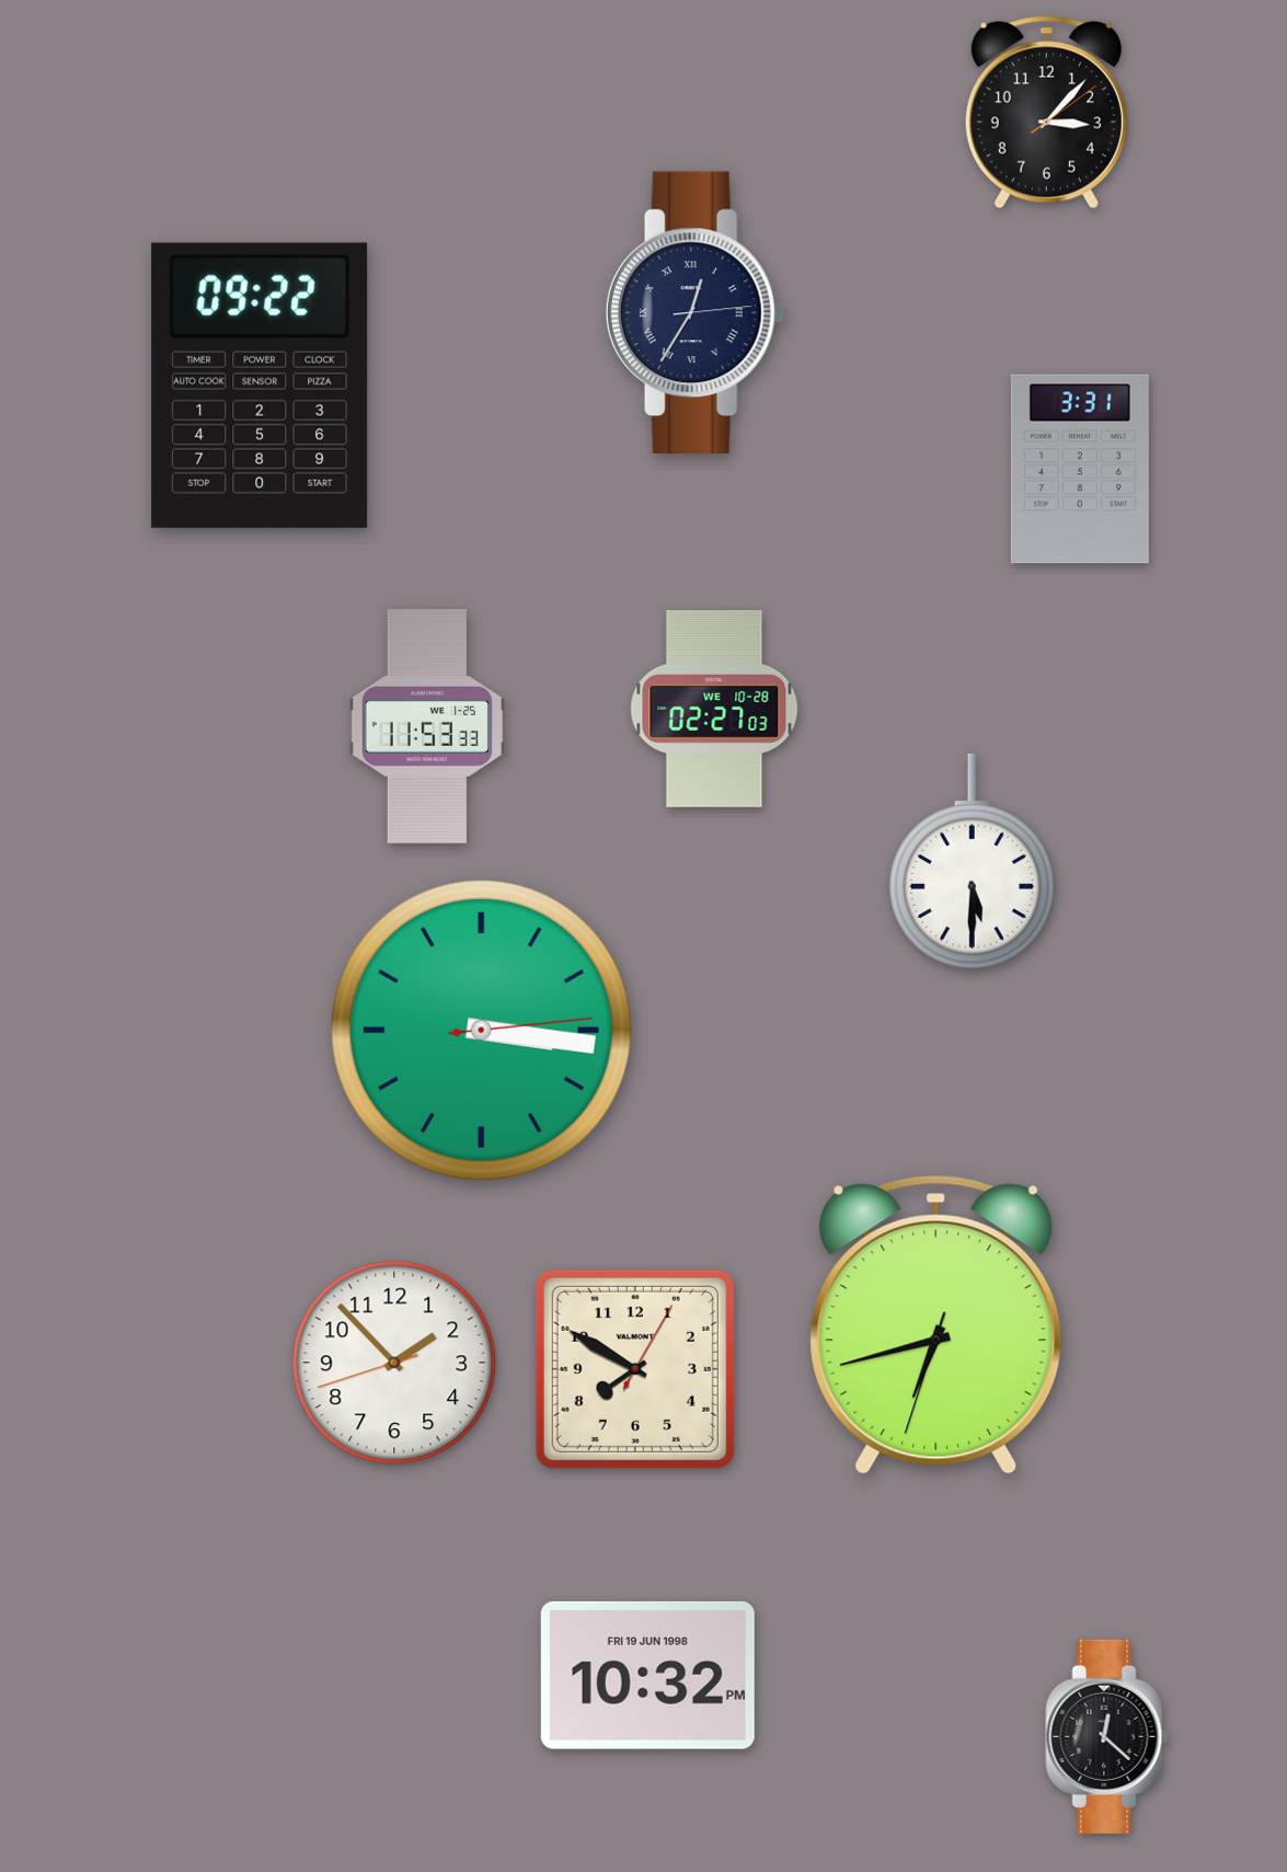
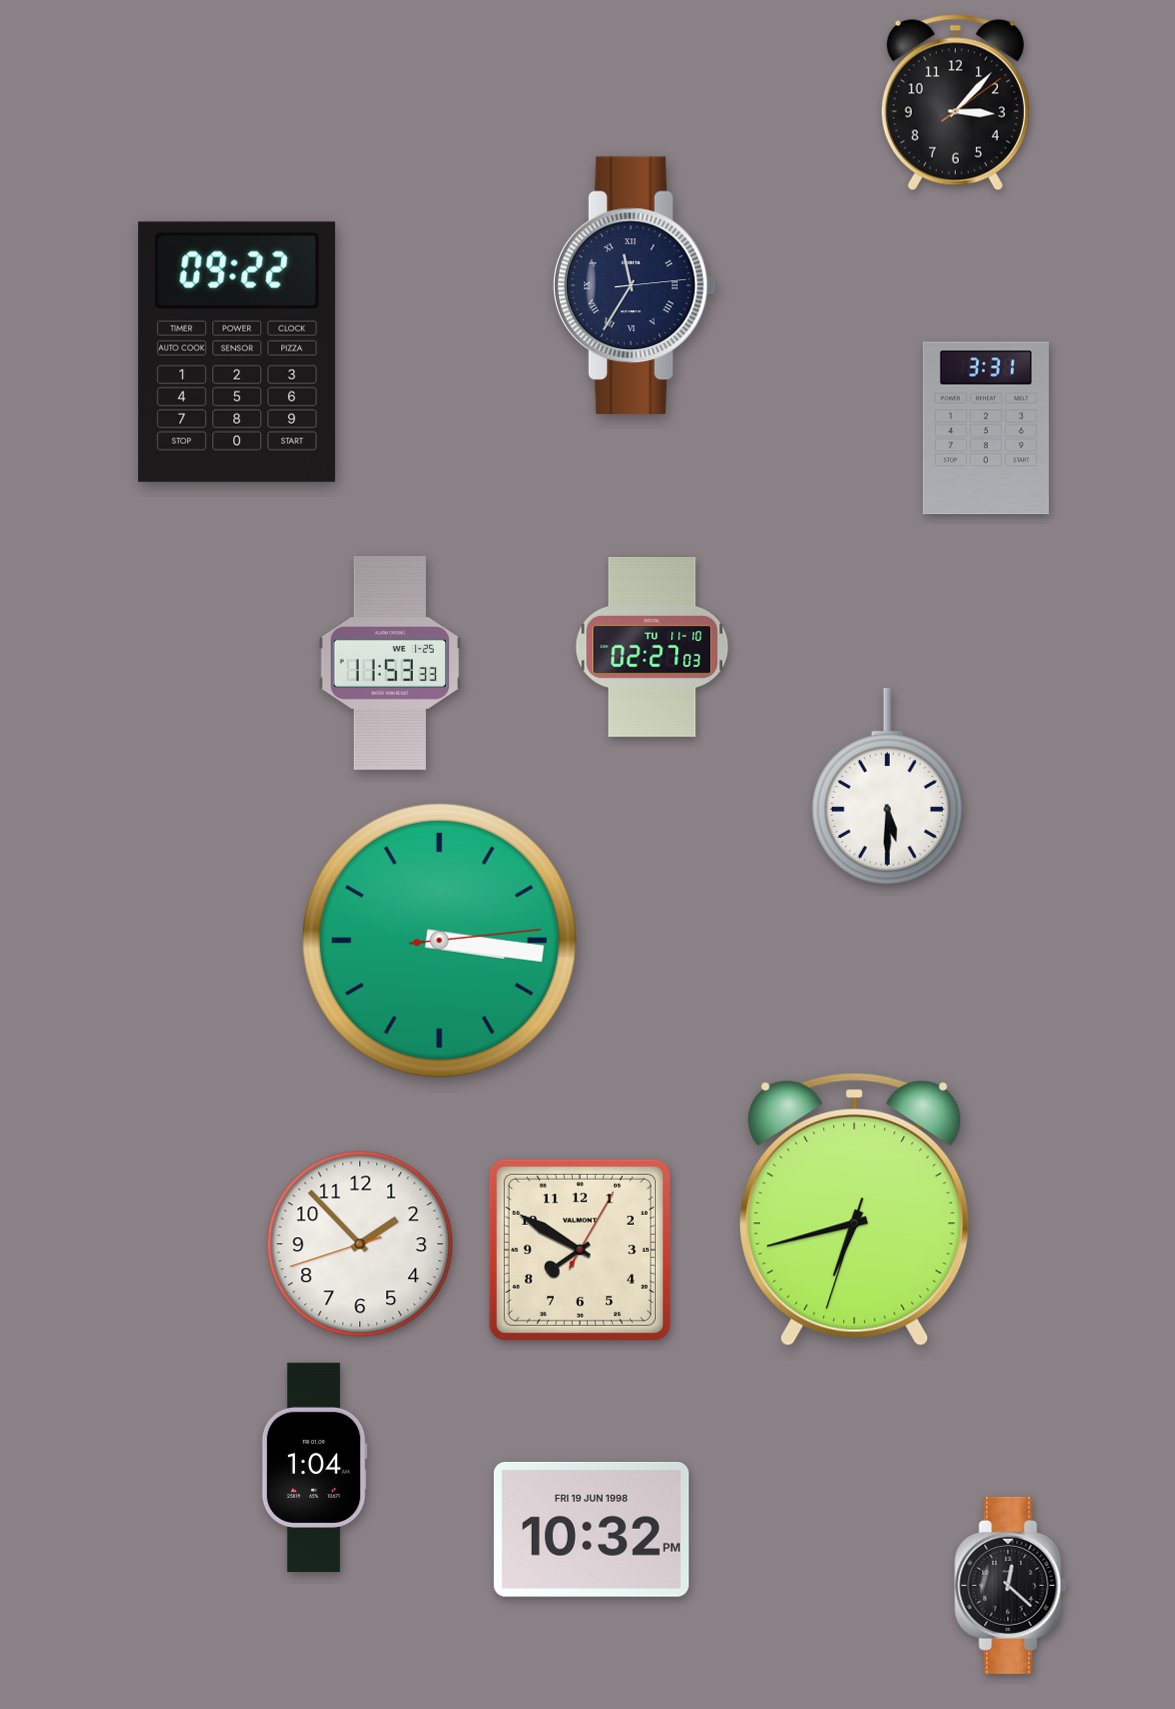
clock at (694, 312): 12:35 -> 11:35
clock at (714, 709) date: WE 10-28 -> TU 11-10
clock at (314, 1467): none -> 1:04
